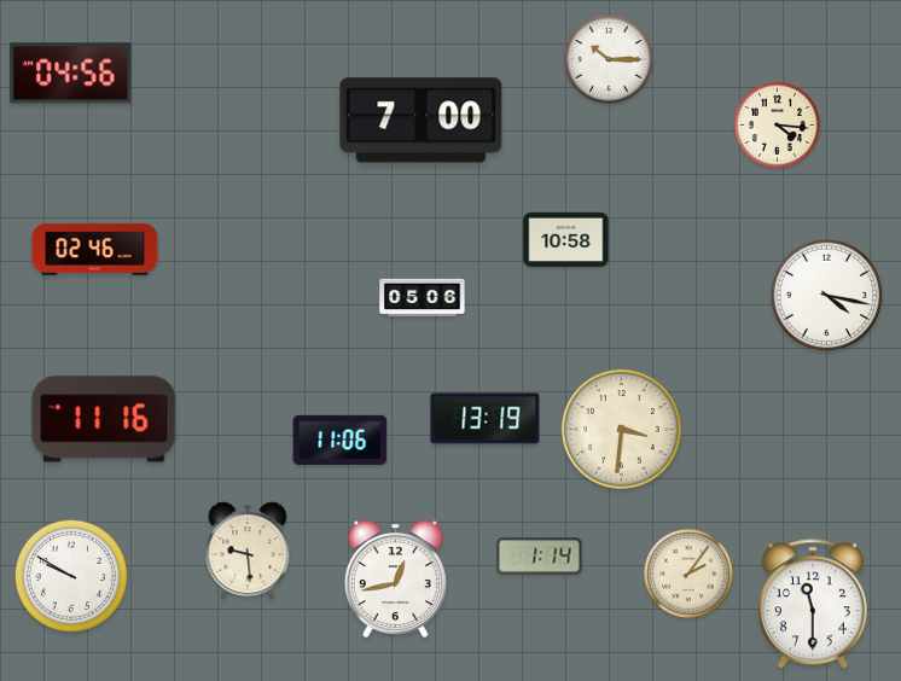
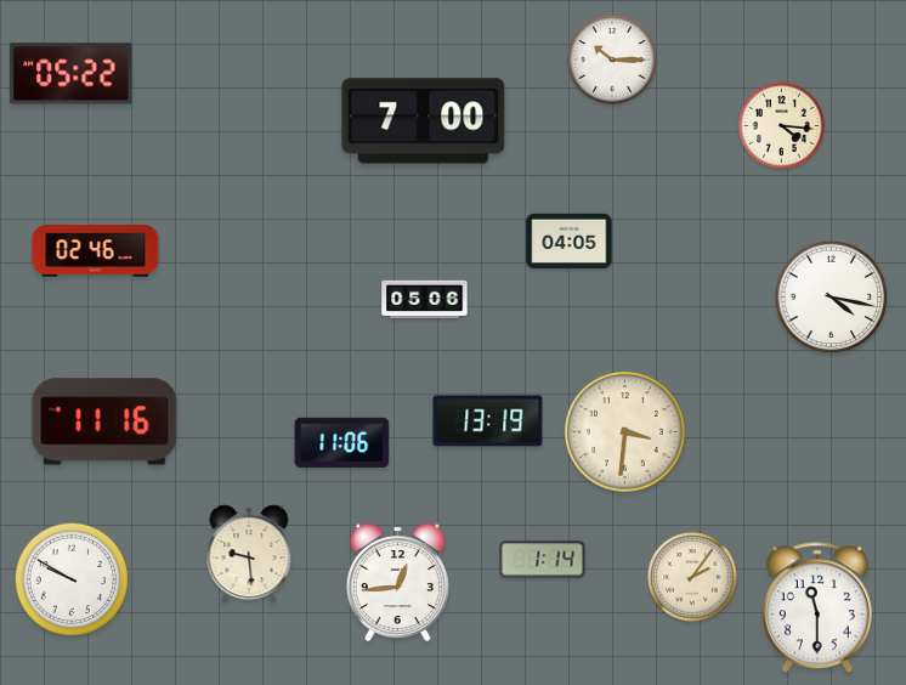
clock at (71, 74): 04:56 -> 05:22
clock at (566, 239): 10:58 -> 04:05
clock at (395, 578): 12:43 -> 12:44
